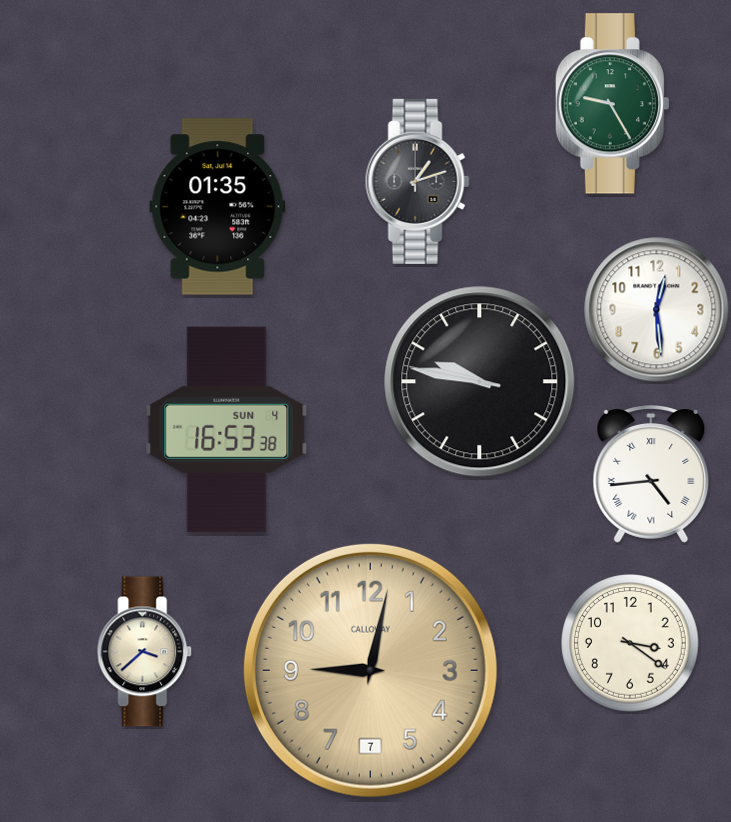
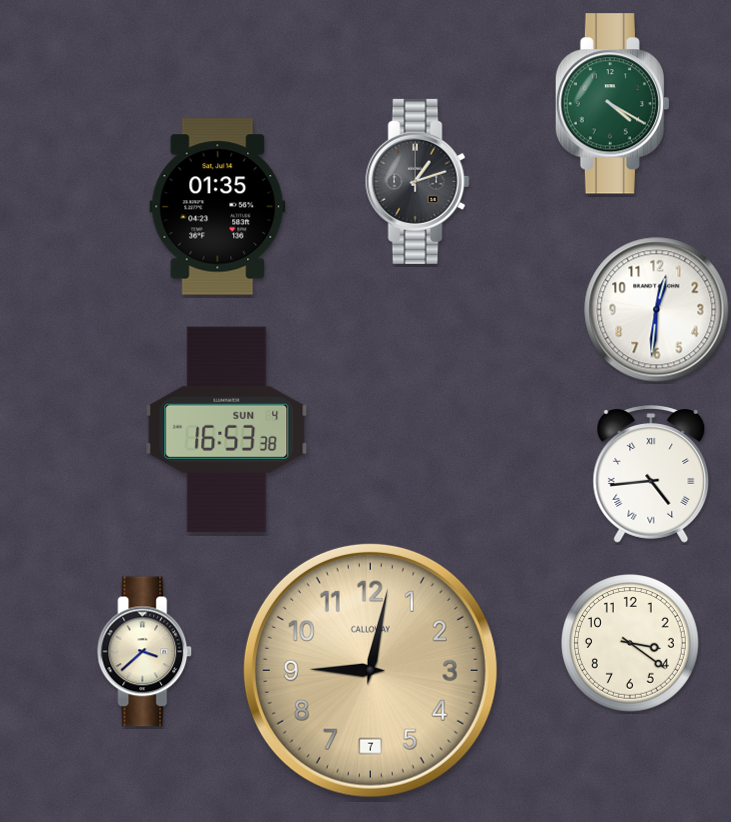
clock at (612, 104): 9:25 -> 4:20
clock at (657, 310): 12:29 -> 12:31
clock at (480, 382): 9:46 -> none
